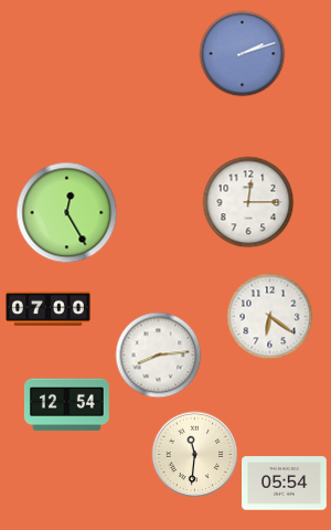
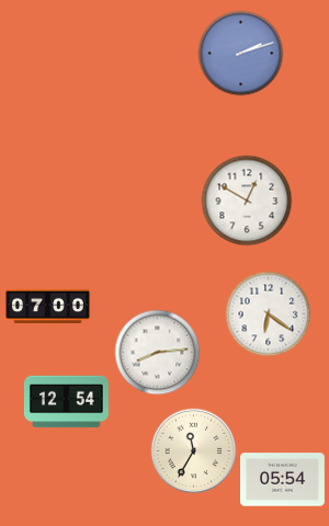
clock at (248, 202): 12:15 -> 12:50
clock at (66, 212): 12:25 -> none
clock at (194, 454): 11:31 -> 11:35
